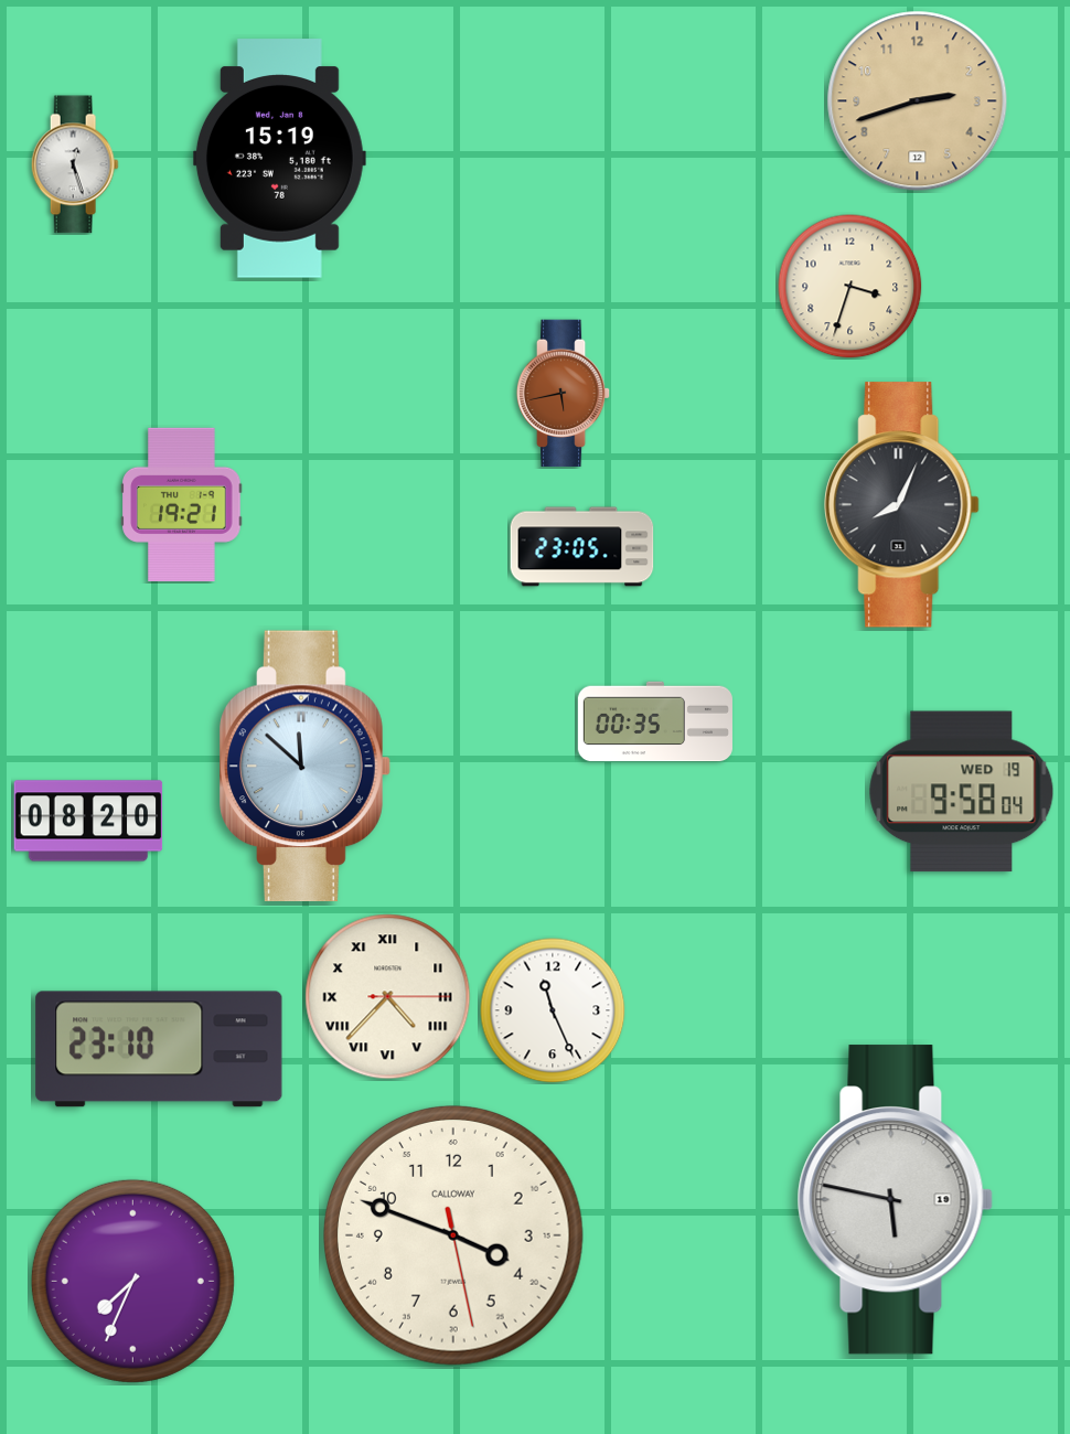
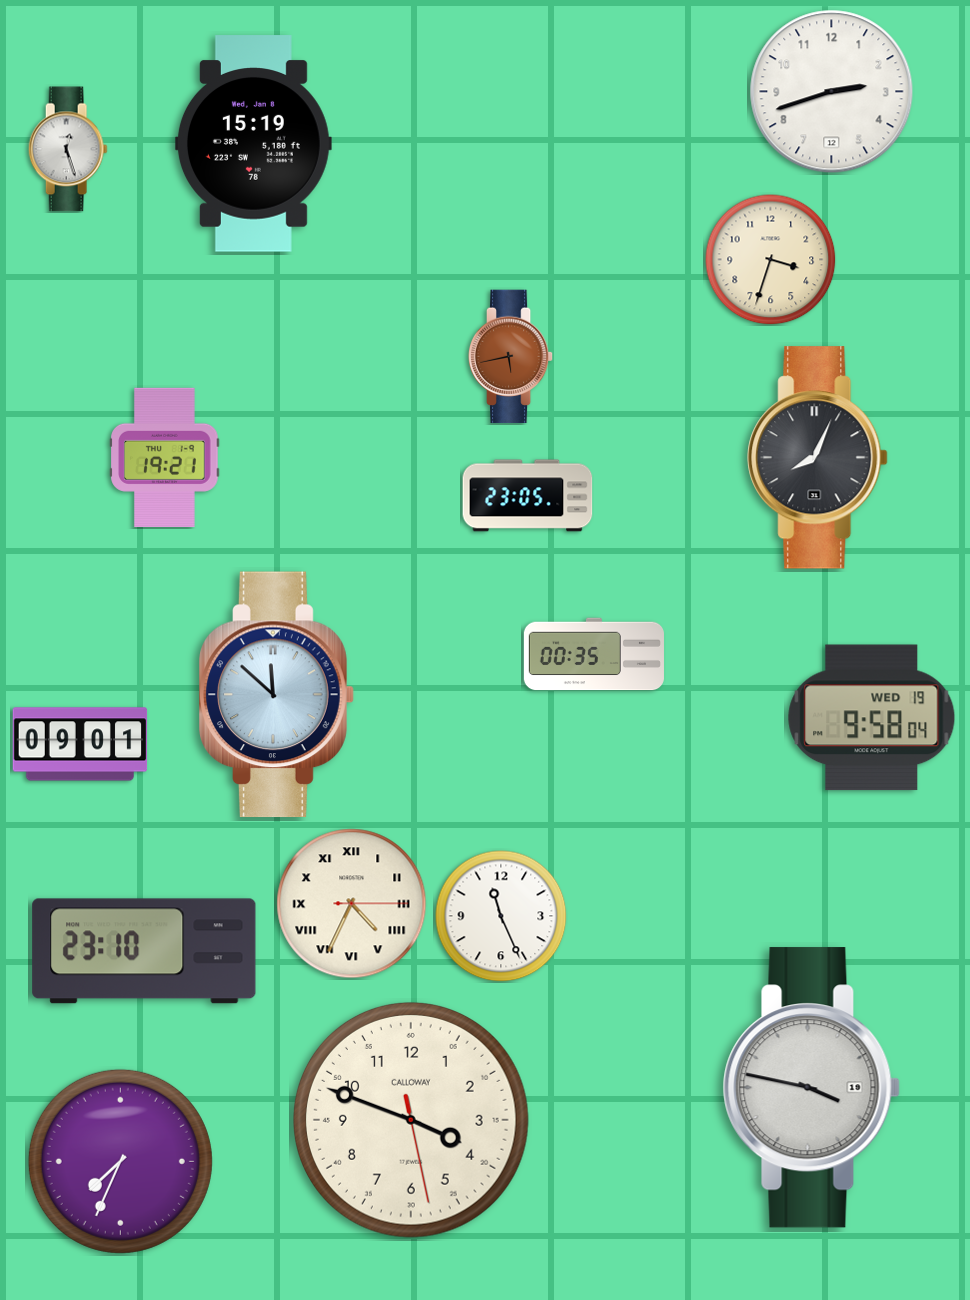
clock at (918, 101) dial: champagne -> white
clock at (88, 821): 08:20 -> 09:01
clock at (388, 997): 4:37 -> 4:34
clock at (895, 1200): 5:47 -> 3:47
